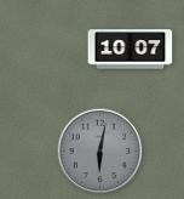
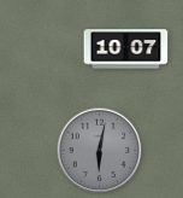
clock at (131, 50) position: (131, 50) -> (126, 49)
